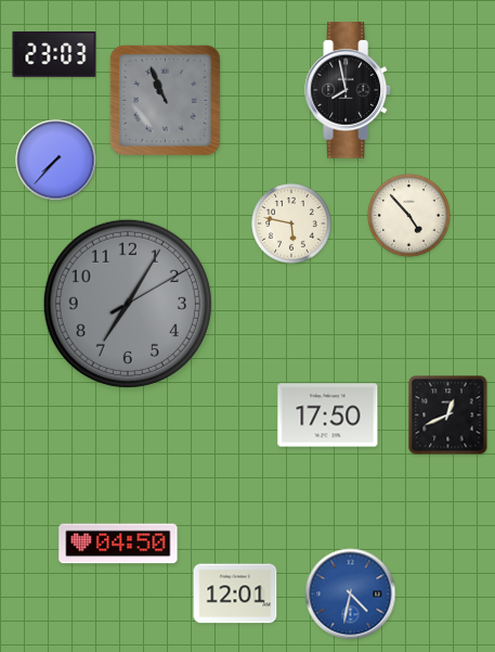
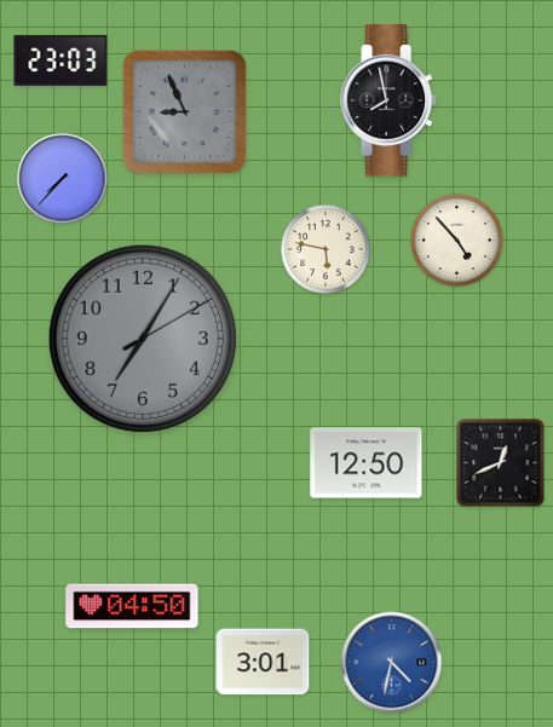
clock at (165, 100): 10:56 -> 8:56
clock at (328, 416): 17:50 -> 12:50
clock at (235, 593): 12:01 -> 3:01
